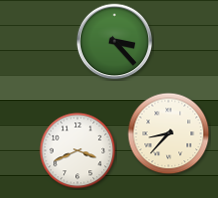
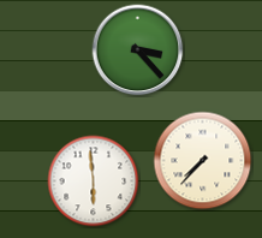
clock at (169, 134): 8:37 -> 7:37
clock at (78, 151): 3:41 -> 5:59
